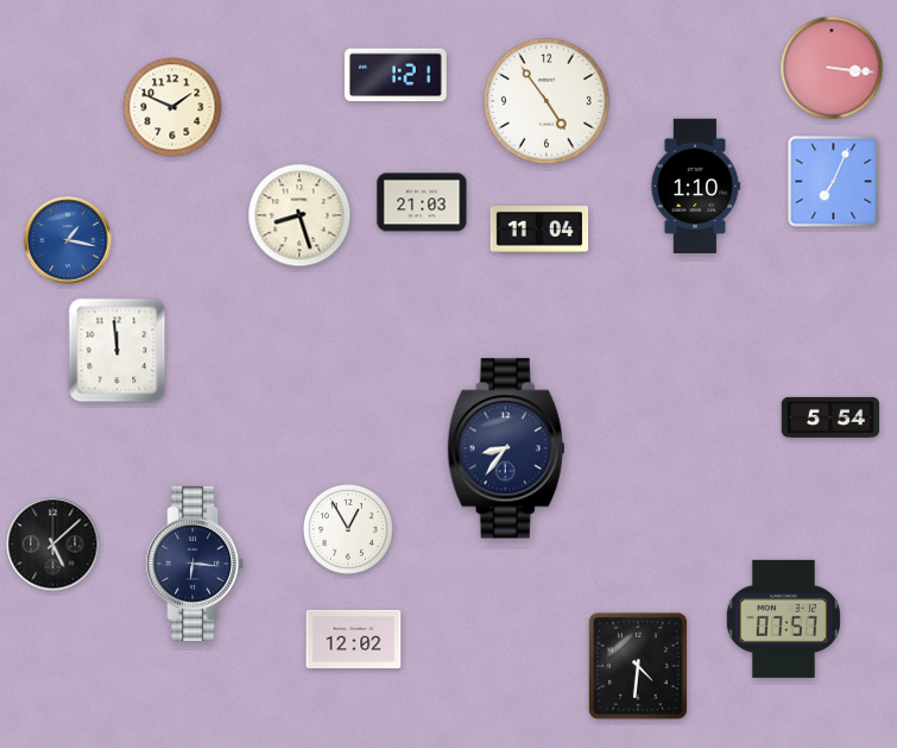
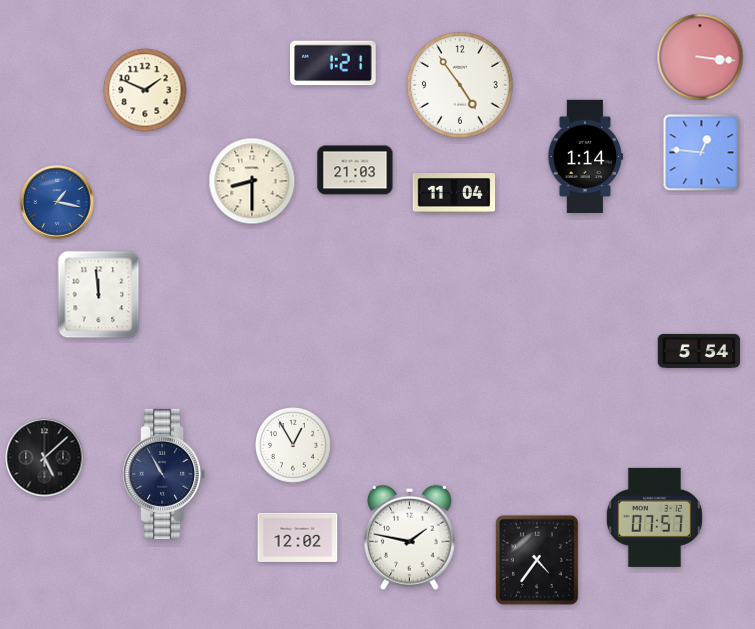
clock at (834, 182): 7:04 -> 12:46
clock at (696, 186): 1:10 -> 1:14
clock at (299, 215): 8:27 -> 8:30
clock at (506, 448): 8:36 -> none
clock at (195, 564): 6:16 -> 10:55
clock at (783, 618) position: (783, 618) -> (654, 517)
clock at (409, 537): none -> 1:47
clock at (638, 666): 4:31 -> 4:36
